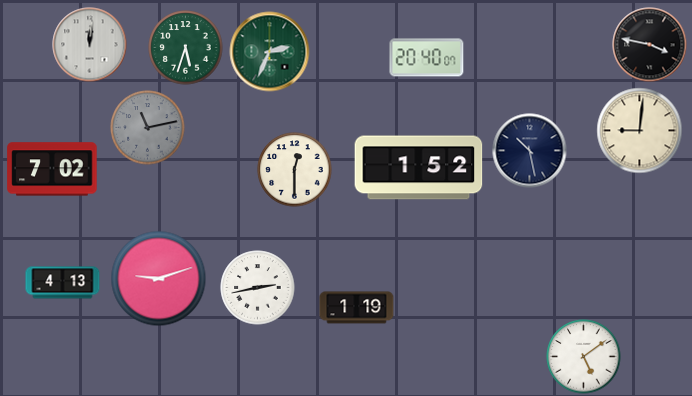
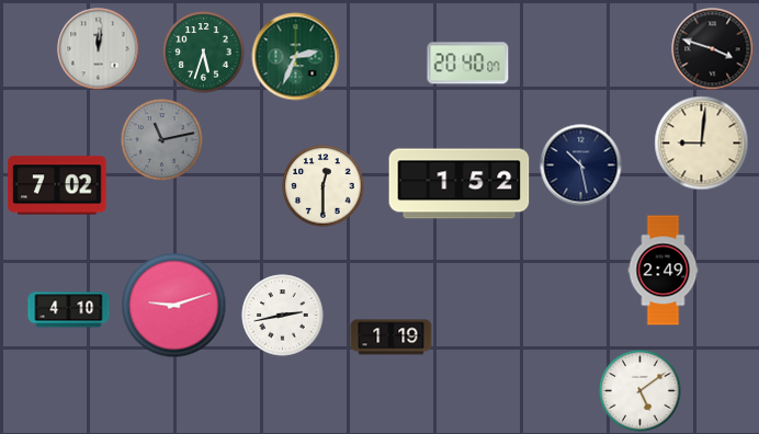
clock at (650, 45): 3:47 -> 3:48
clock at (664, 271): none -> 2:49
clock at (63, 283): 4:13 -> 4:10
